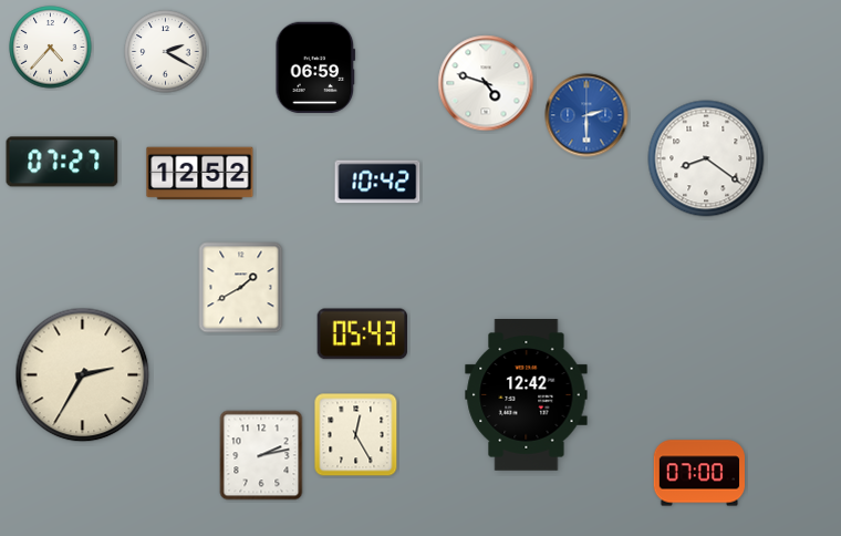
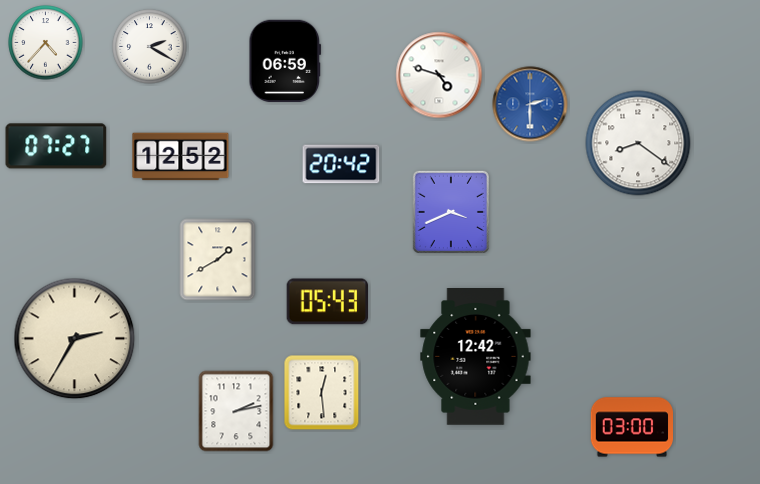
clock at (377, 182): 10:42 -> 20:42
clock at (451, 212): none -> 3:41
clock at (356, 435): 12:25 -> 12:29
clock at (699, 473): 07:00 -> 03:00
